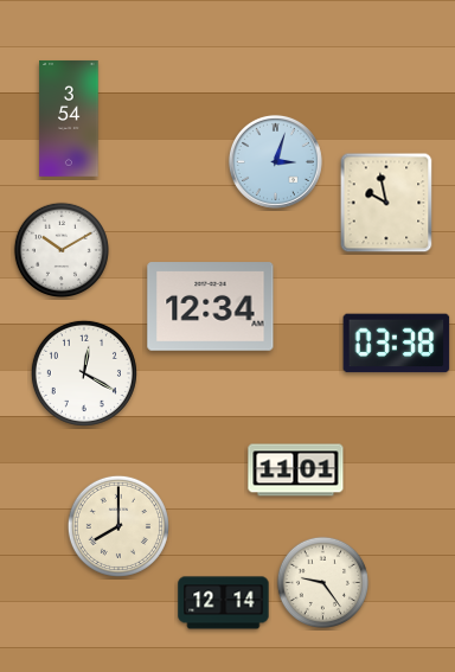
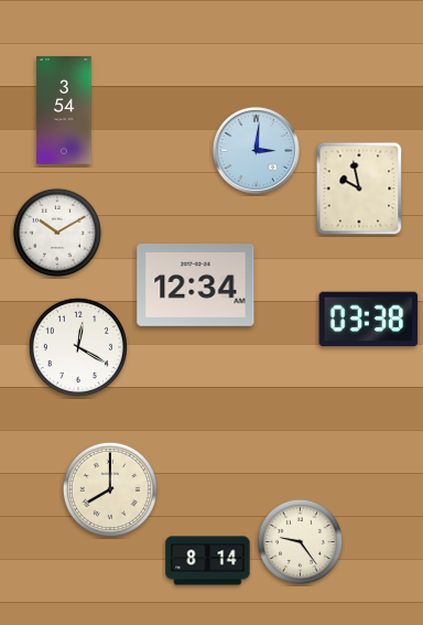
clock at (275, 161): 3:03 -> 3:01
clock at (296, 471): 11:01 -> none
clock at (224, 603): 12:14 -> 8:14
